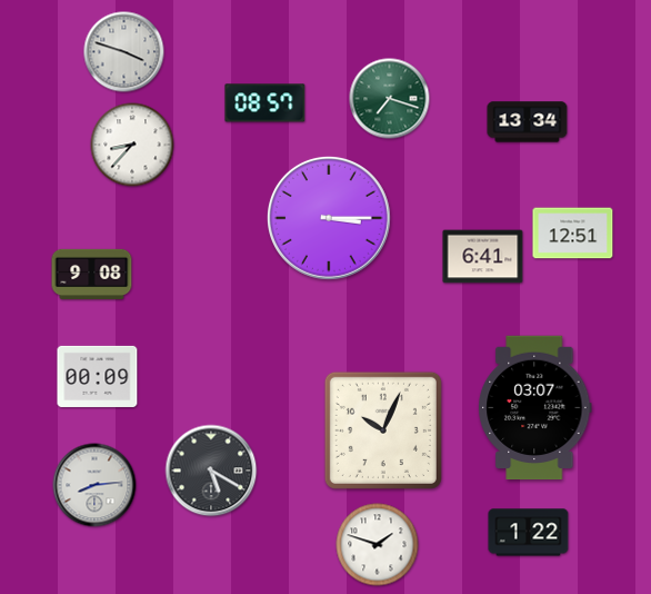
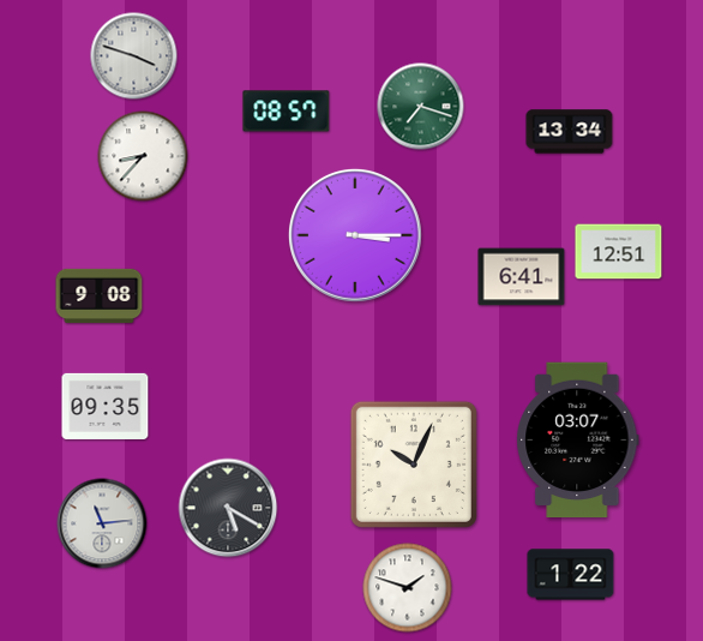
clock at (98, 376): 00:09 -> 09:35
clock at (94, 485): 8:14 -> 11:14
